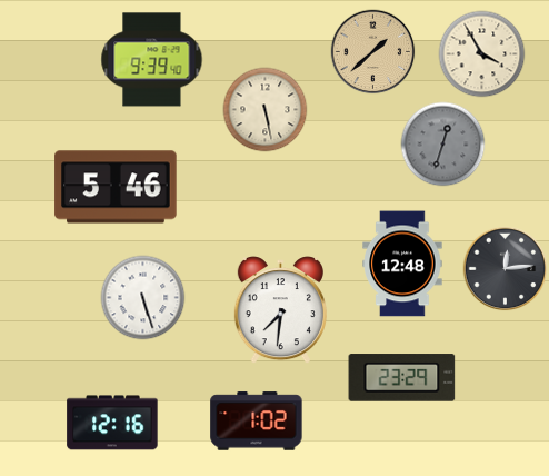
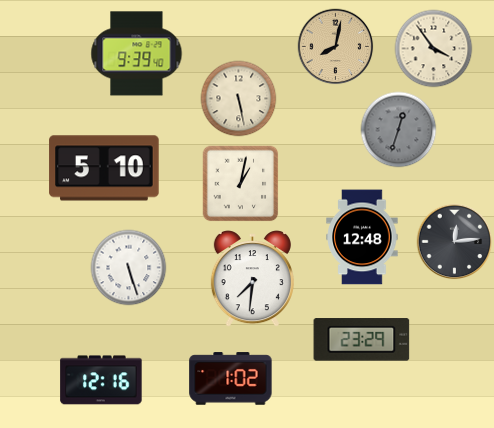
clock at (373, 52): 1:38 -> 8:02
clock at (482, 54): 3:55 -> 3:54
clock at (116, 187): 5:46 -> 5:10
clock at (241, 184): none -> 1:02
